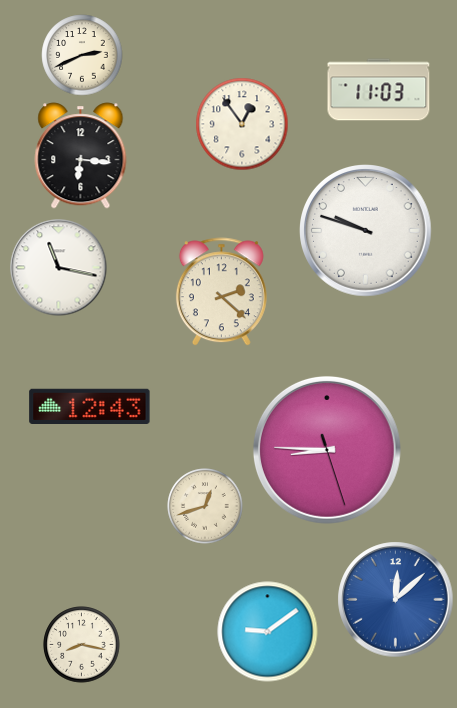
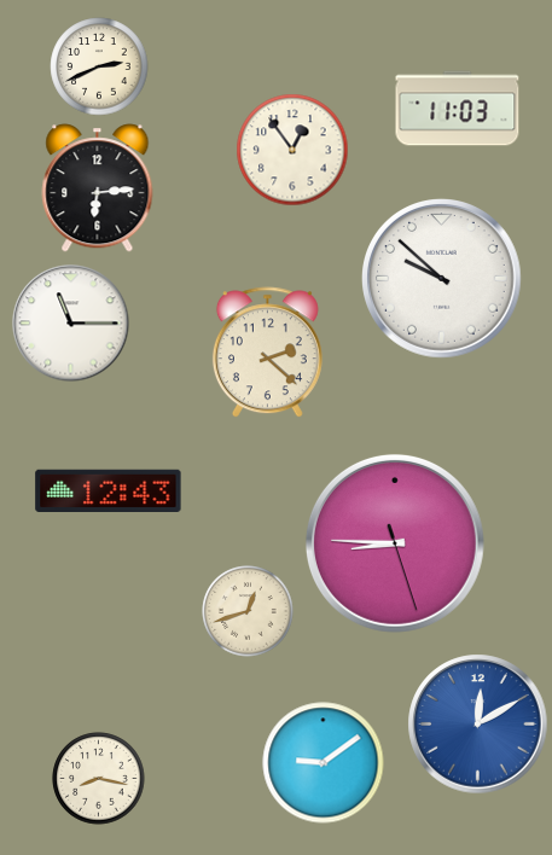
clock at (81, 156): 6:16 -> 6:14
clock at (366, 231): 9:48 -> 9:52
clock at (59, 268): 11:17 -> 11:15
clock at (396, 600): 12:08 -> 12:10
